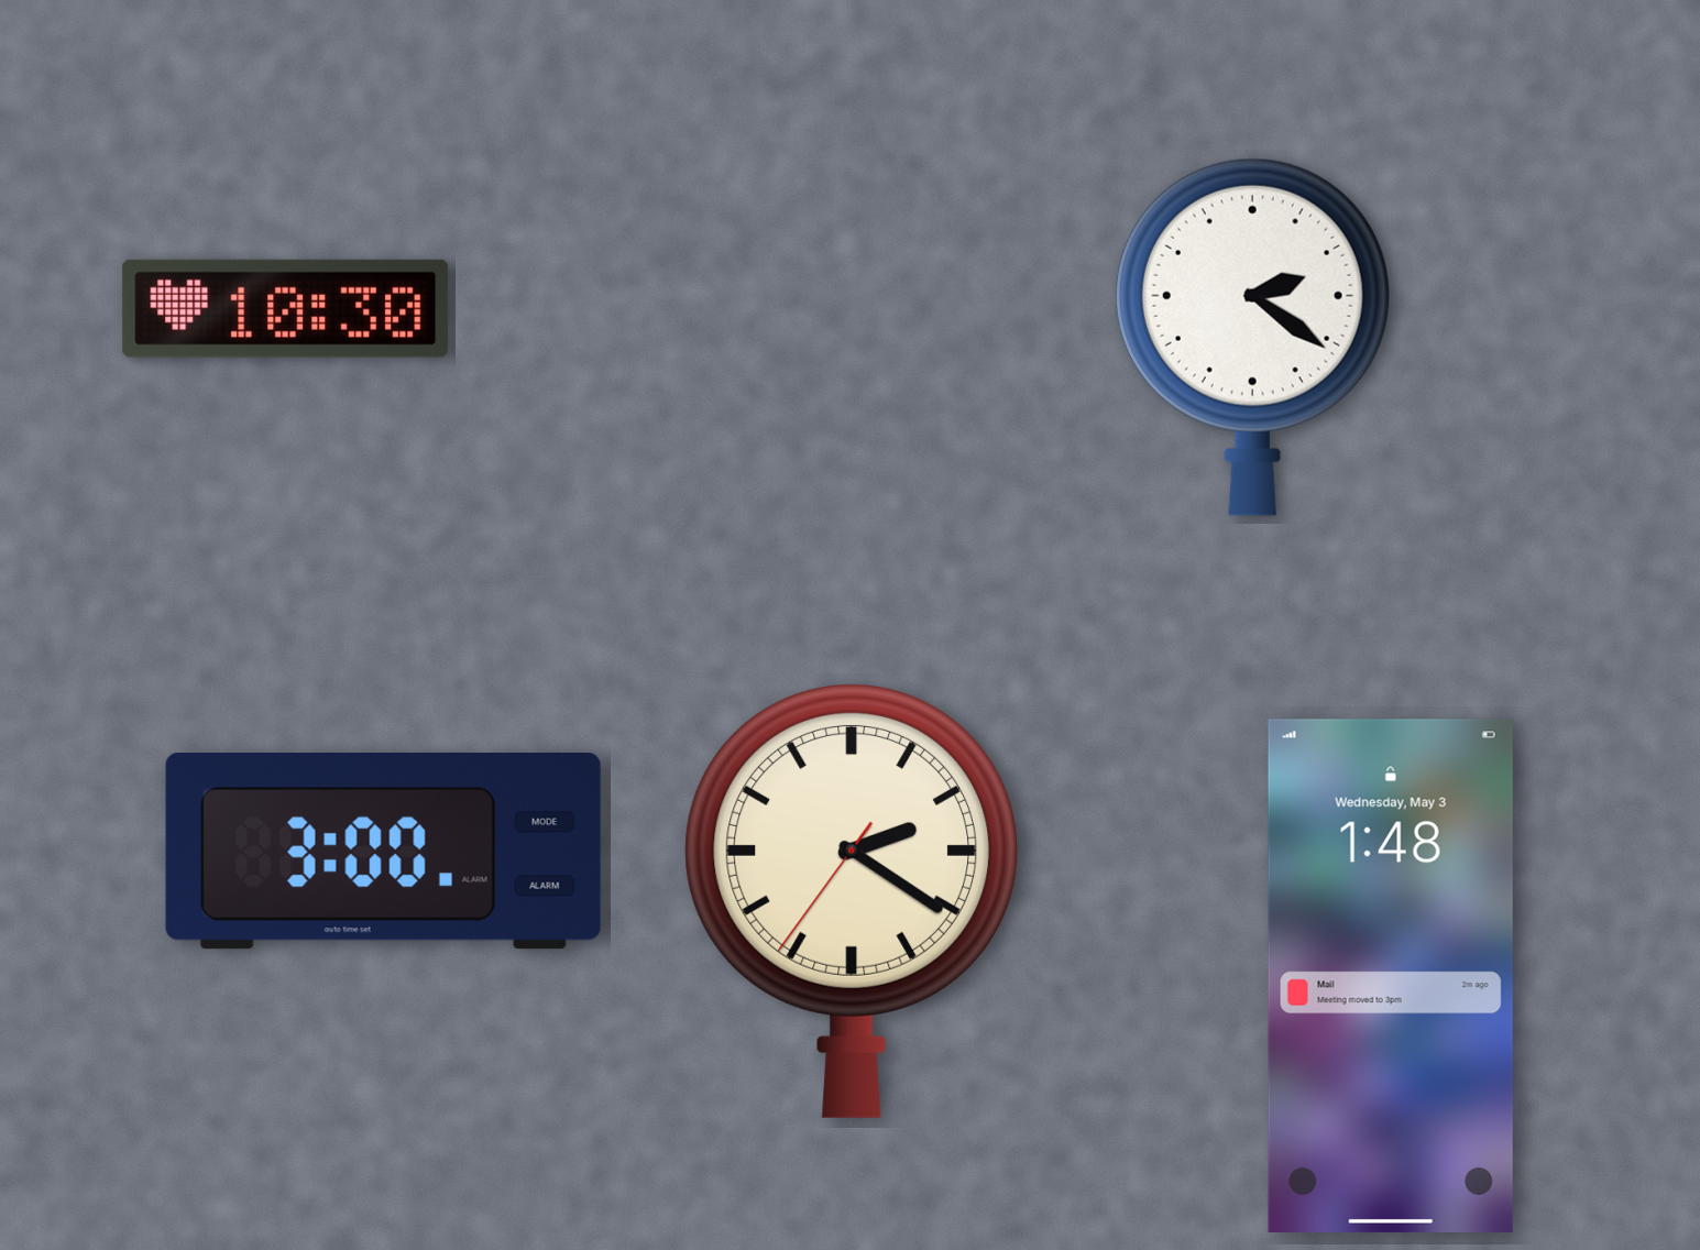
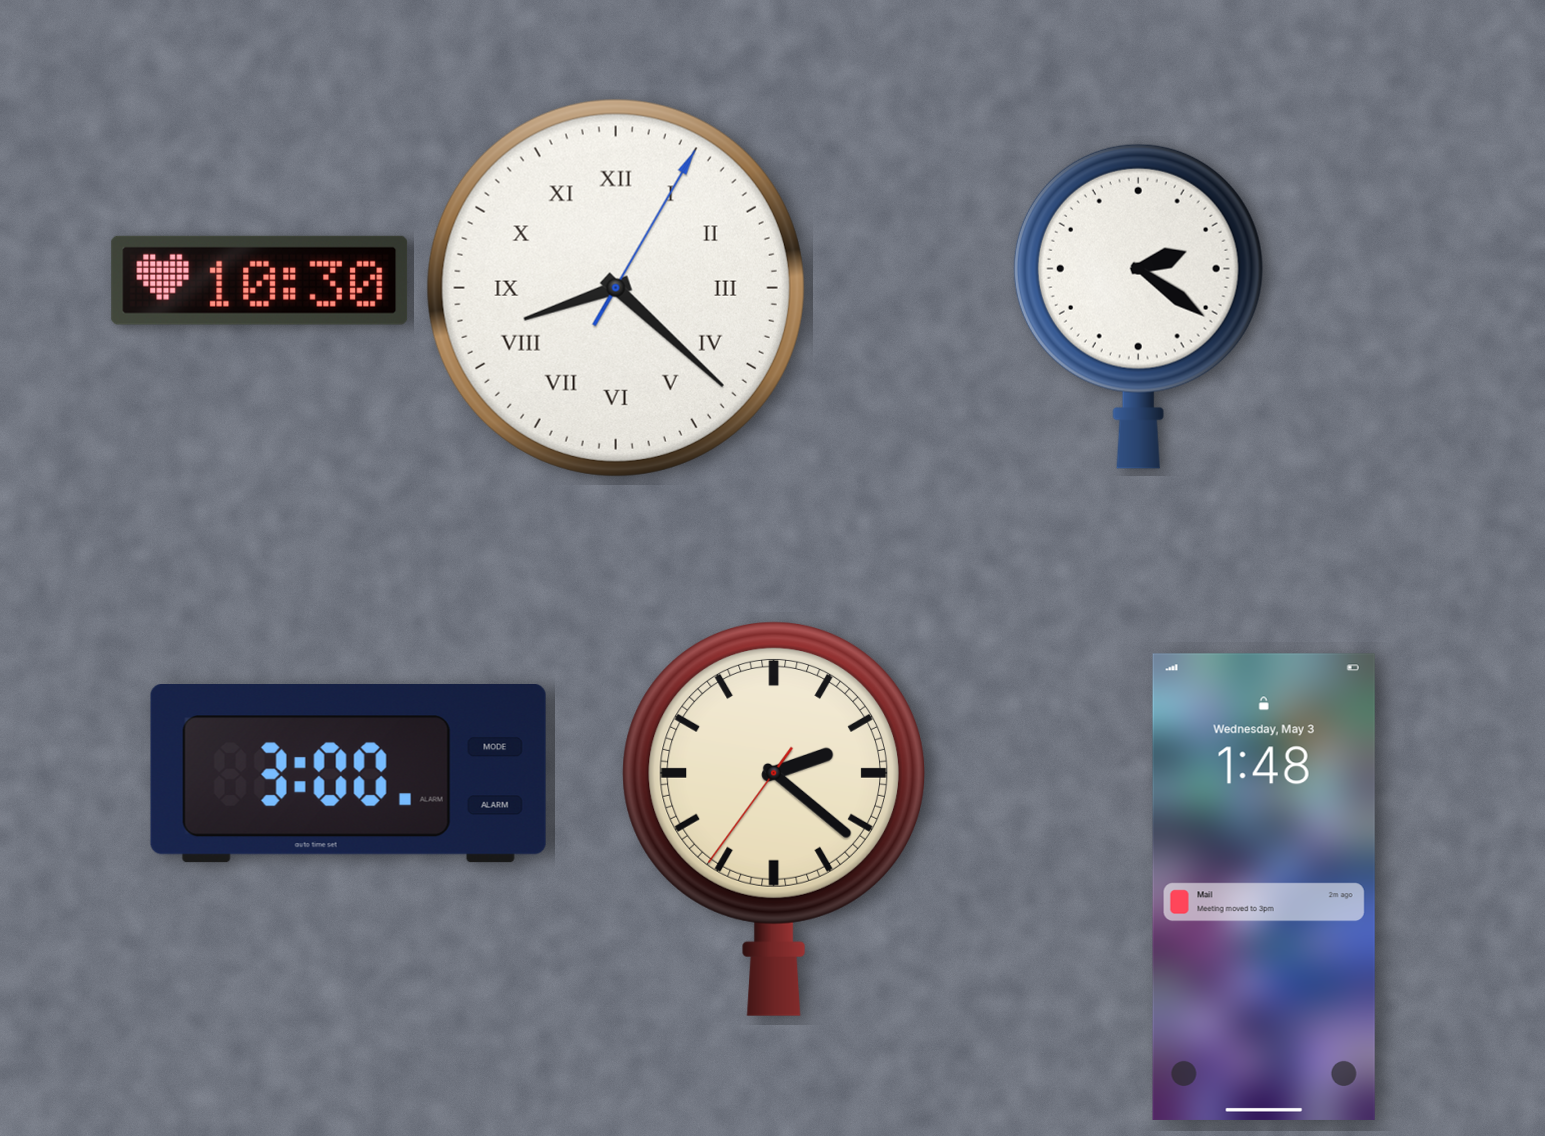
clock at (616, 288): none -> 8:22
clock at (852, 900): 2:20 -> 2:21
